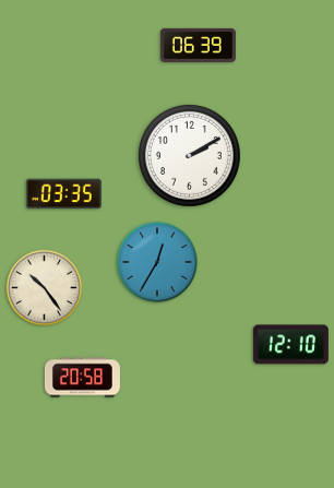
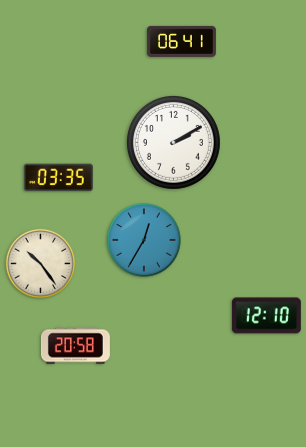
clock at (198, 45): 06:39 -> 06:41
